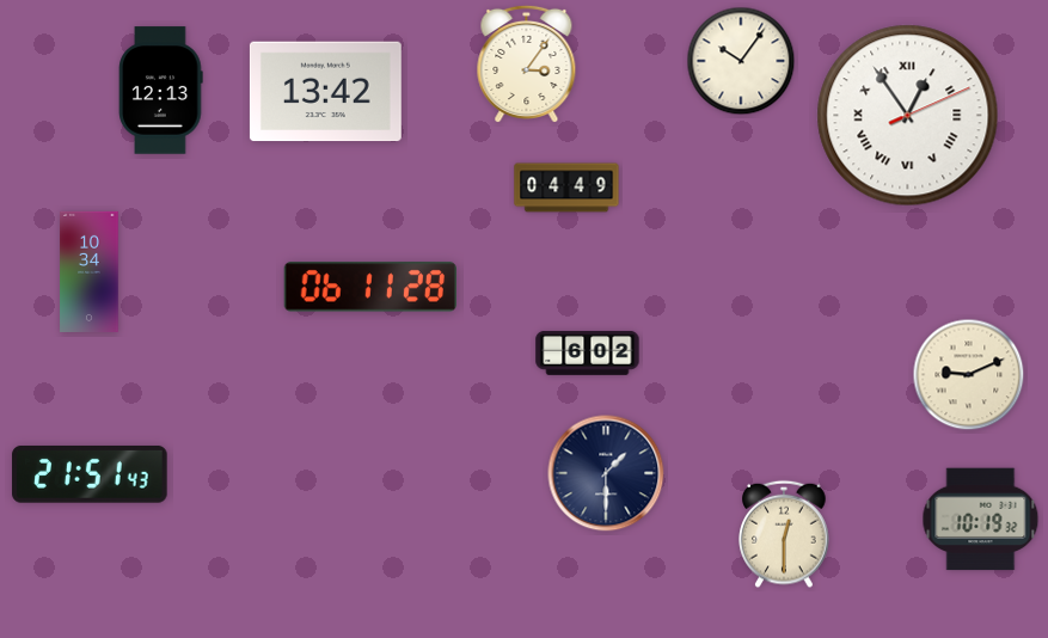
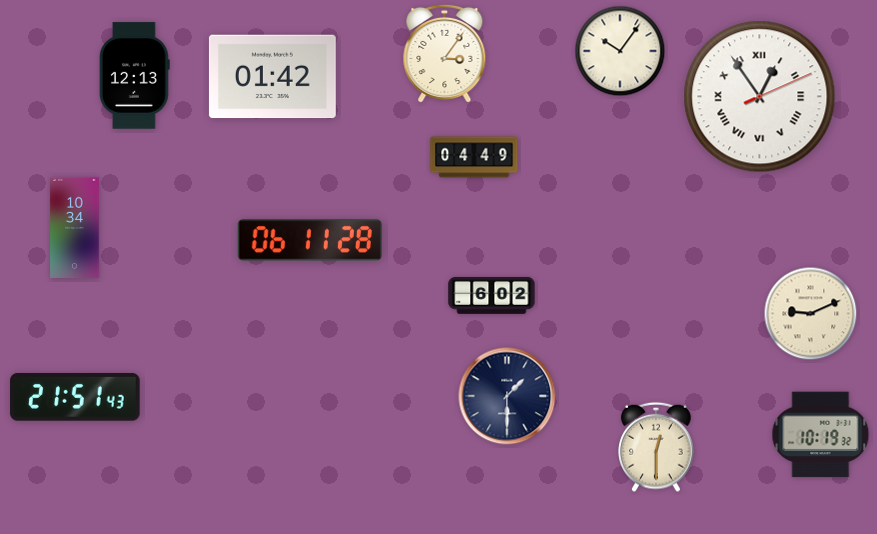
clock at (527, 63) position: (527, 63) -> (445, 53)
clock at (325, 92): 13:42 -> 01:42
